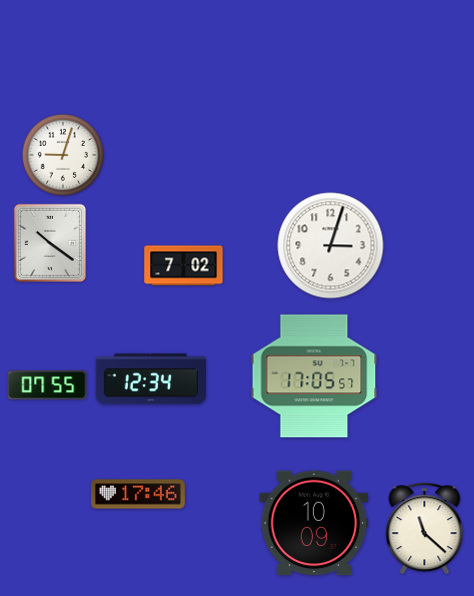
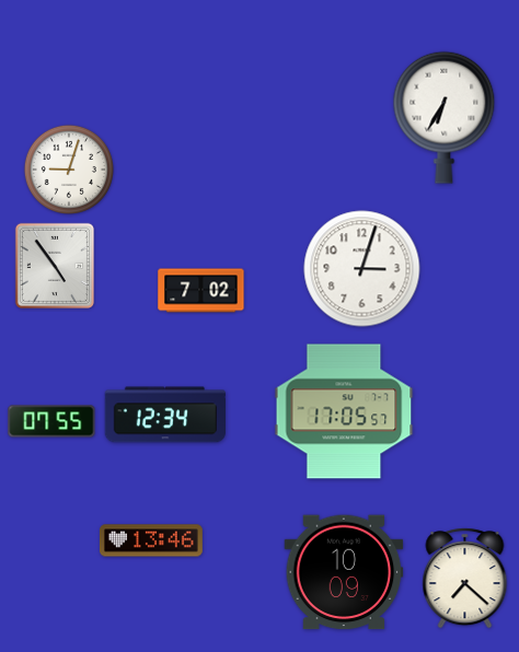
clock at (445, 117): none -> 6:35
clock at (50, 243): 10:21 -> 4:54
clock at (138, 494): 17:46 -> 13:46
clock at (425, 529): 11:22 -> 7:22
